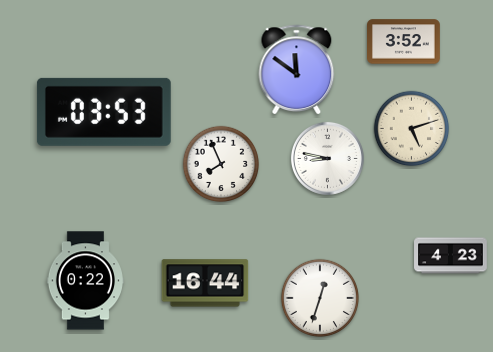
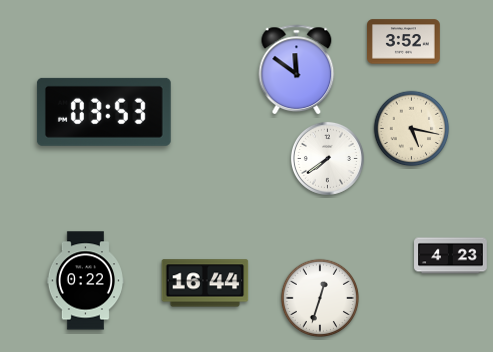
clock at (412, 129): 5:12 -> 5:17
clock at (327, 158): 8:47 -> 7:39
clock at (221, 164): 7:56 -> none
